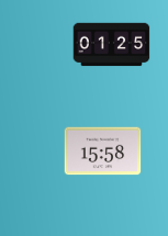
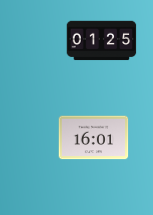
clock at (103, 151): 15:58 -> 16:01
